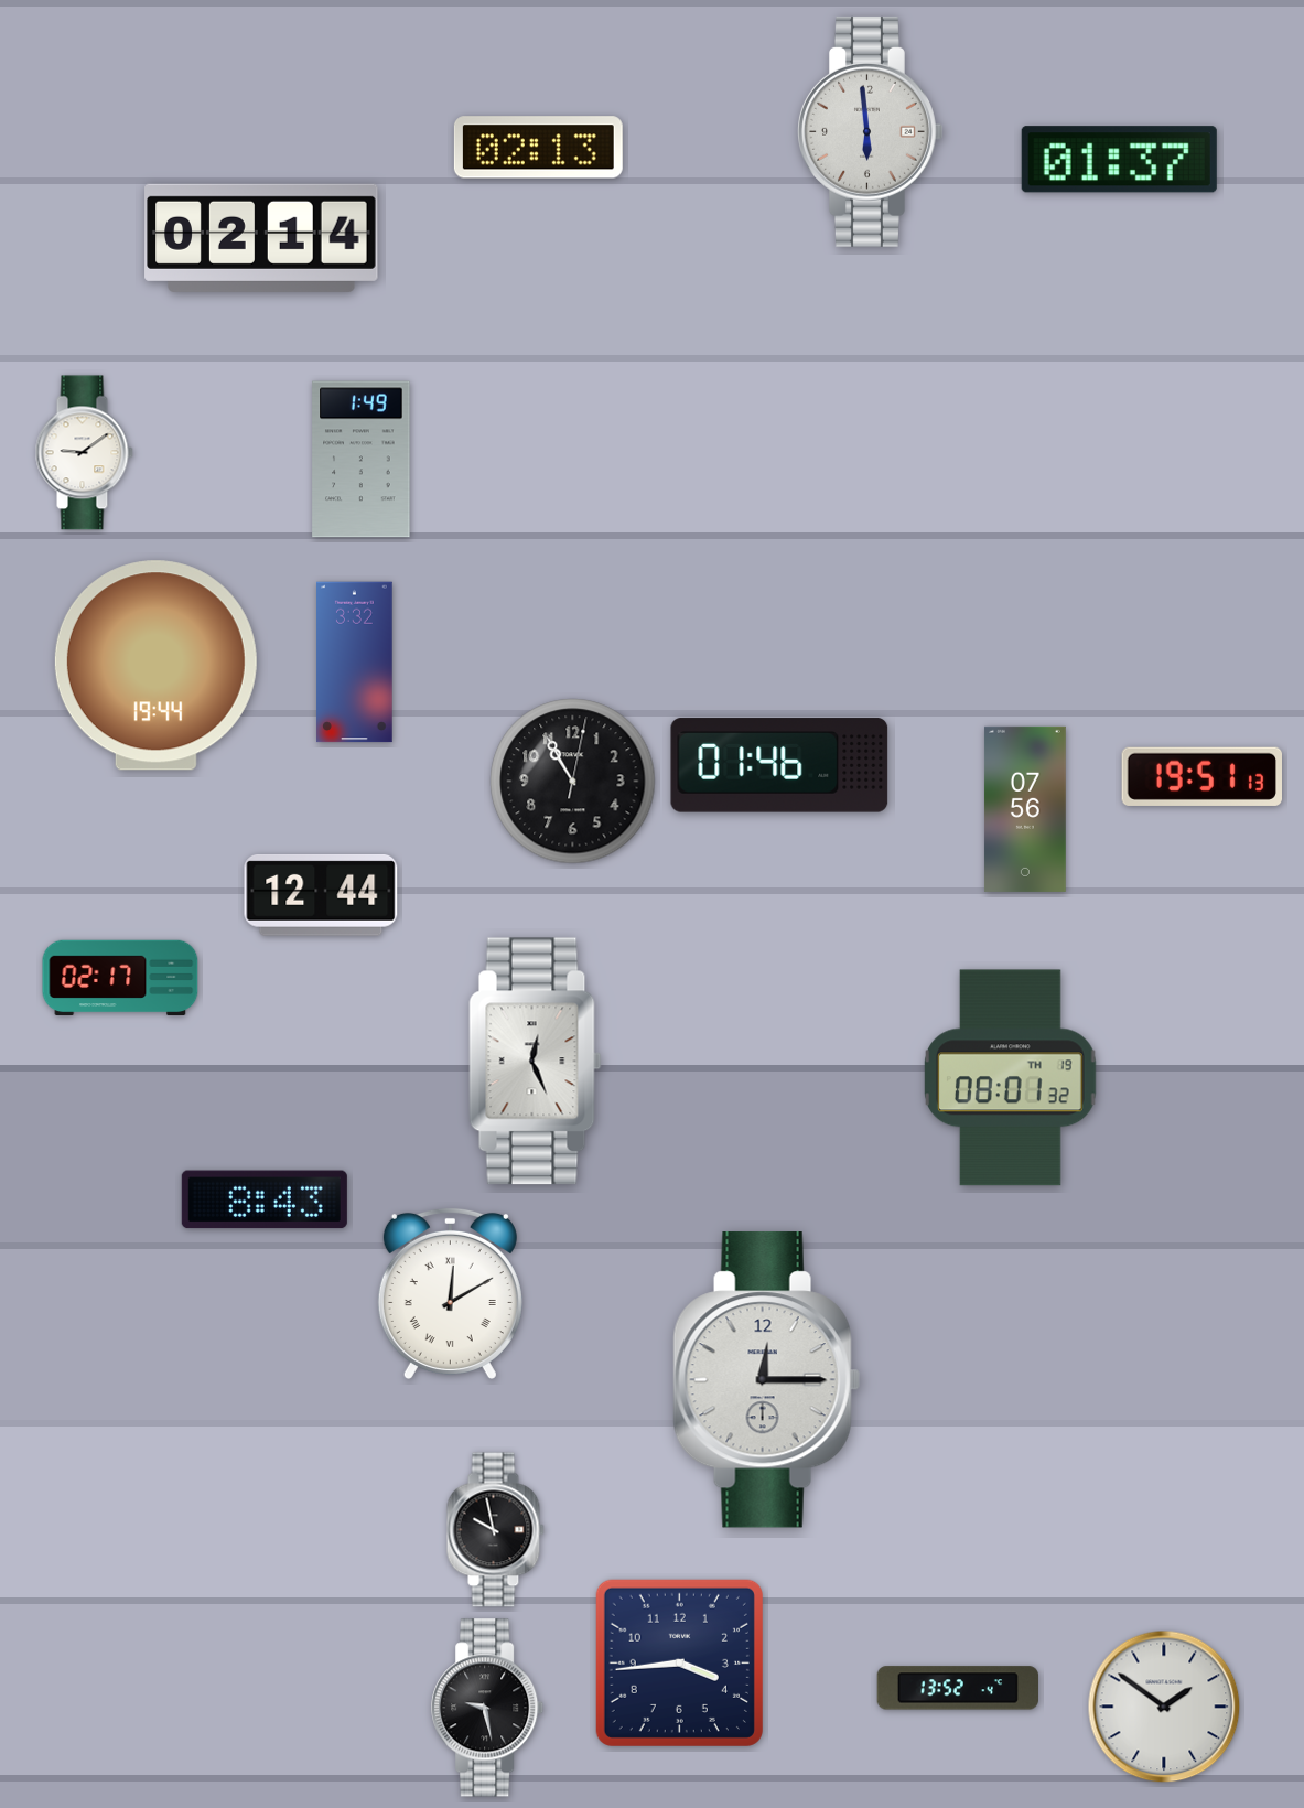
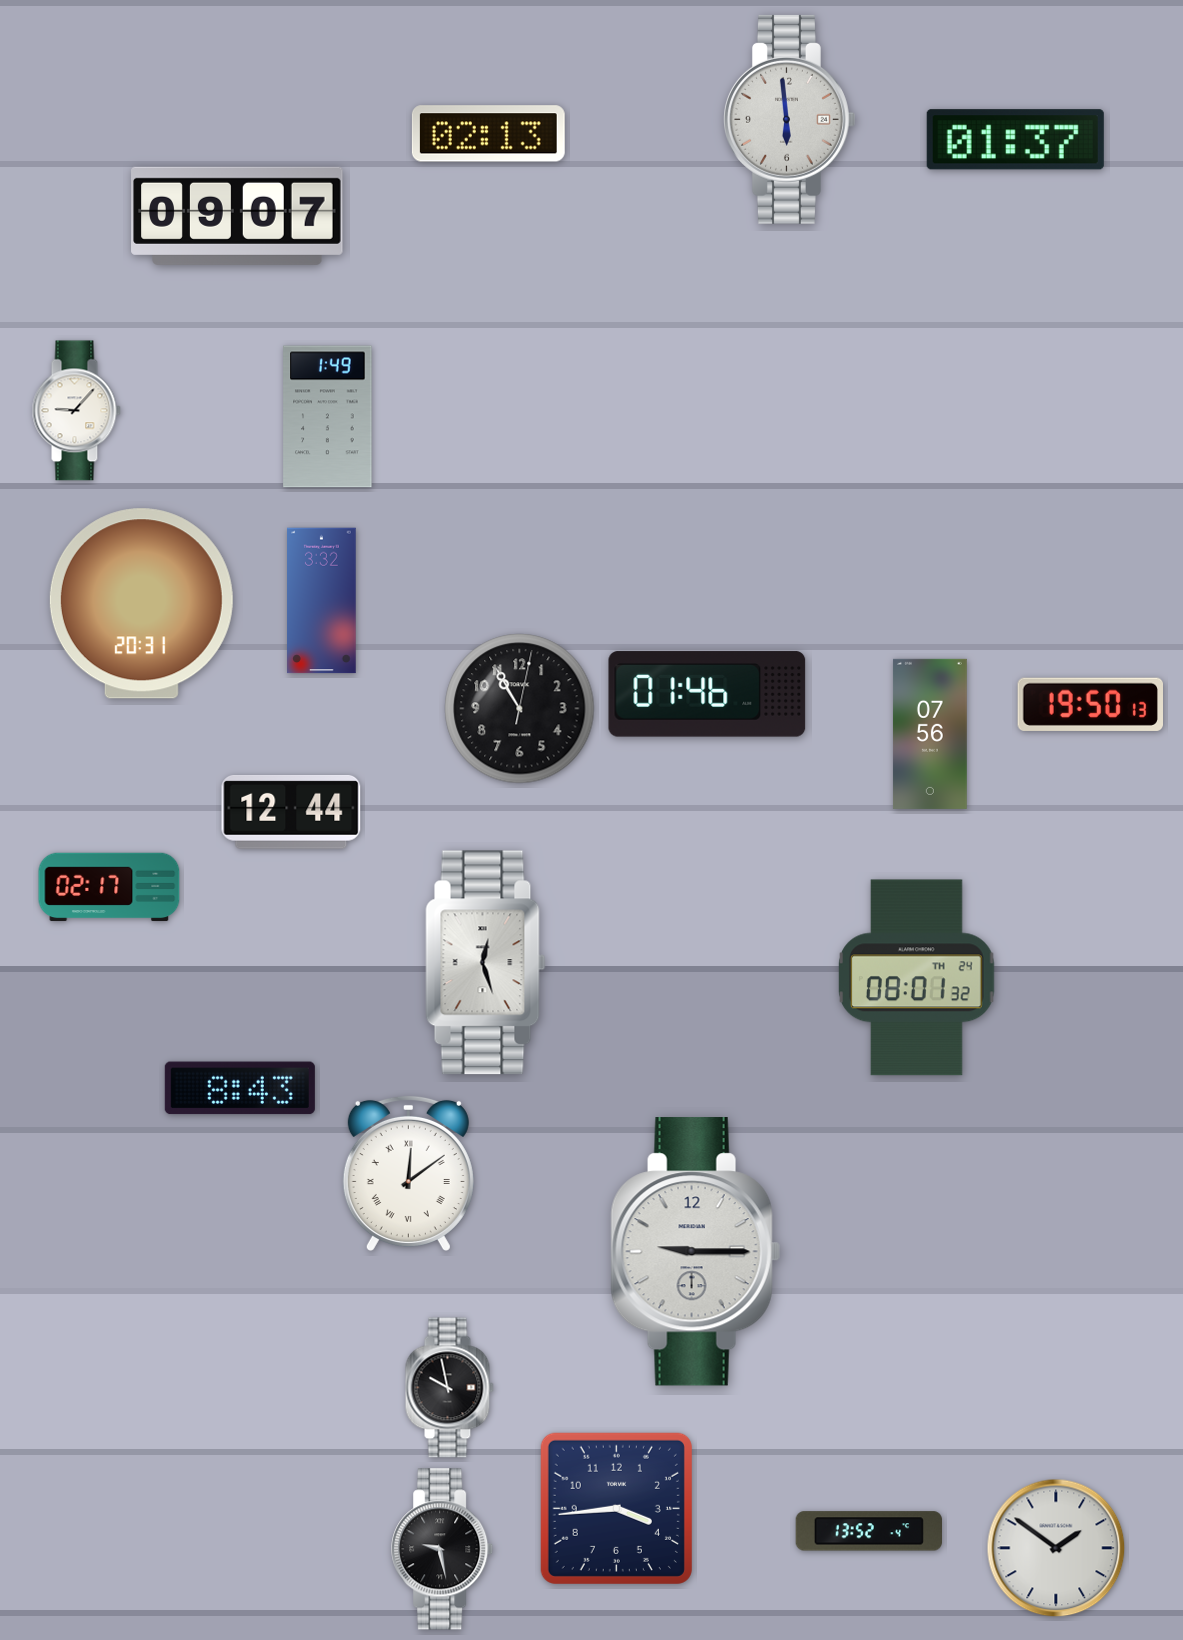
clock at (1119, 160) position: (1119, 160) -> (1015, 140)
clock at (261, 238): 02:14 -> 09:07
clock at (84, 453): 9:09 -> 9:07
clock at (155, 666): 19:44 -> 20:31
clock at (1201, 776): 19:51 -> 19:50
clock at (536, 1062): 12:26 -> 12:27
clock at (1011, 1078) date: TH 19 -> TH 24
clock at (450, 1293): 12:10 -> 12:09
clock at (766, 1380): 12:15 -> 9:15
